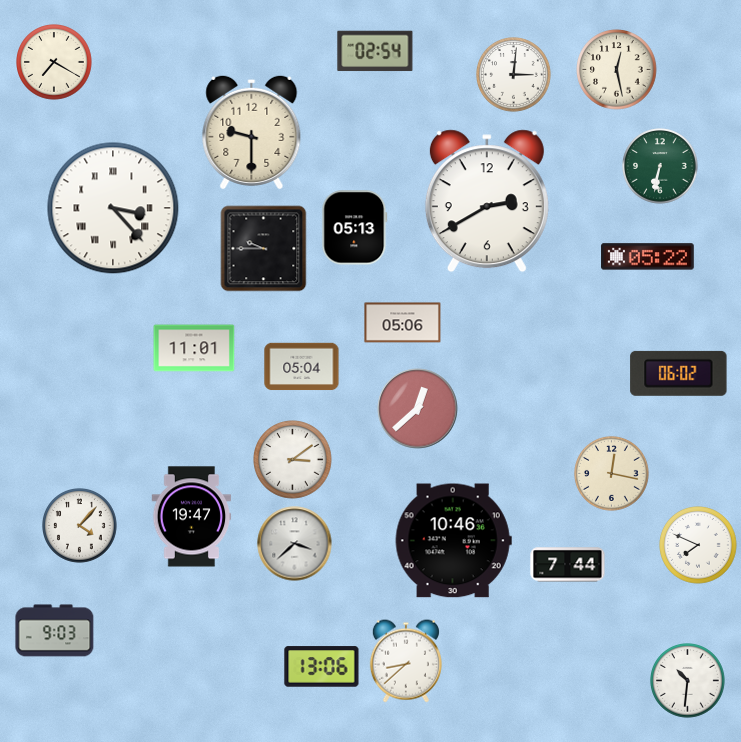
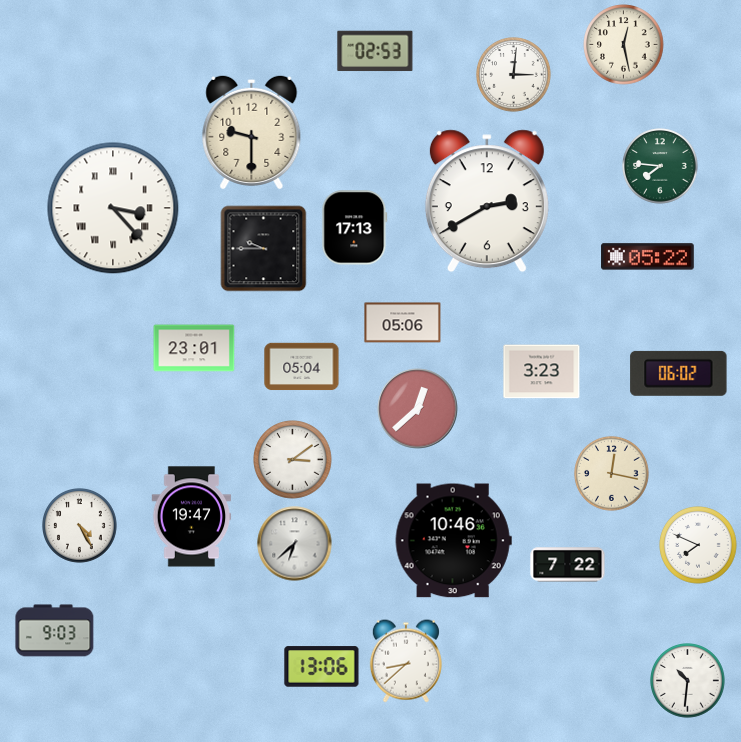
clock at (375, 51): 02:54 -> 02:53
clock at (55, 63): 7:20 -> none
clock at (617, 70) position: (617, 70) -> (624, 45)
clock at (661, 167): 6:32 -> 7:46
clock at (355, 228): 05:13 -> 17:13
clock at (194, 348): 11:01 -> 23:01
clock at (542, 372): none -> 3:23
clock at (80, 526): 4:07 -> 4:25
clock at (295, 544): 3:38 -> 6:38
clock at (568, 565): 7:44 -> 7:22
